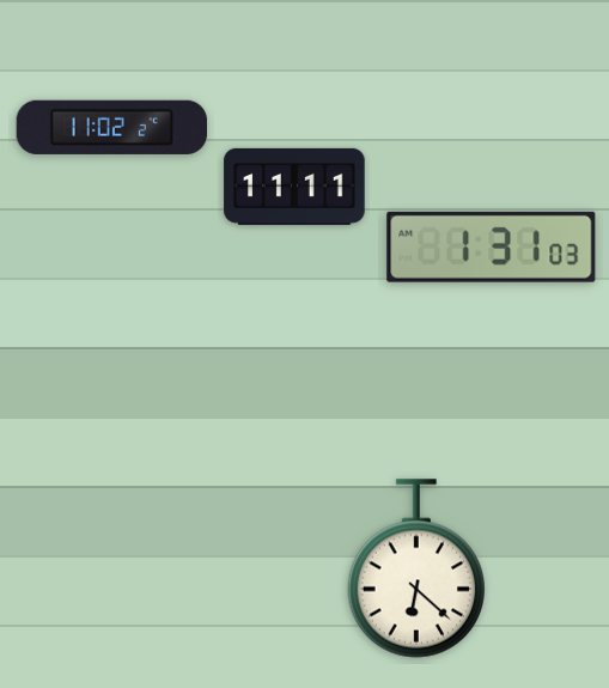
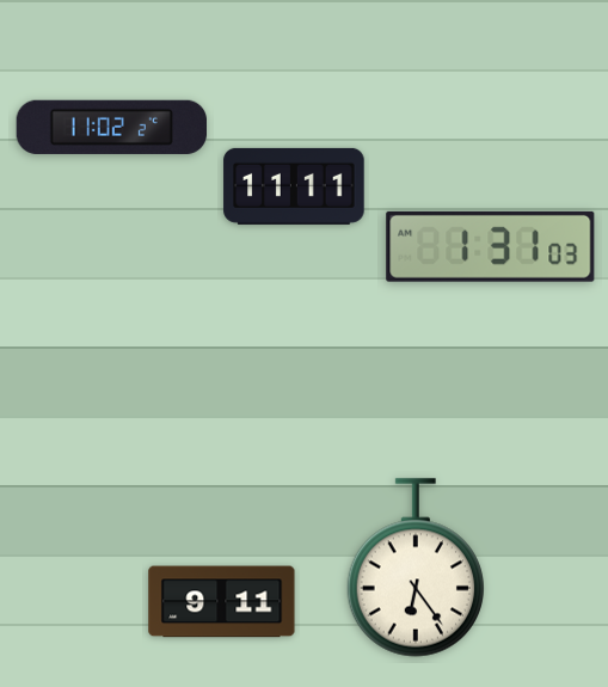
clock at (415, 568): 6:22 -> 6:24
clock at (222, 602): none -> 9:11
